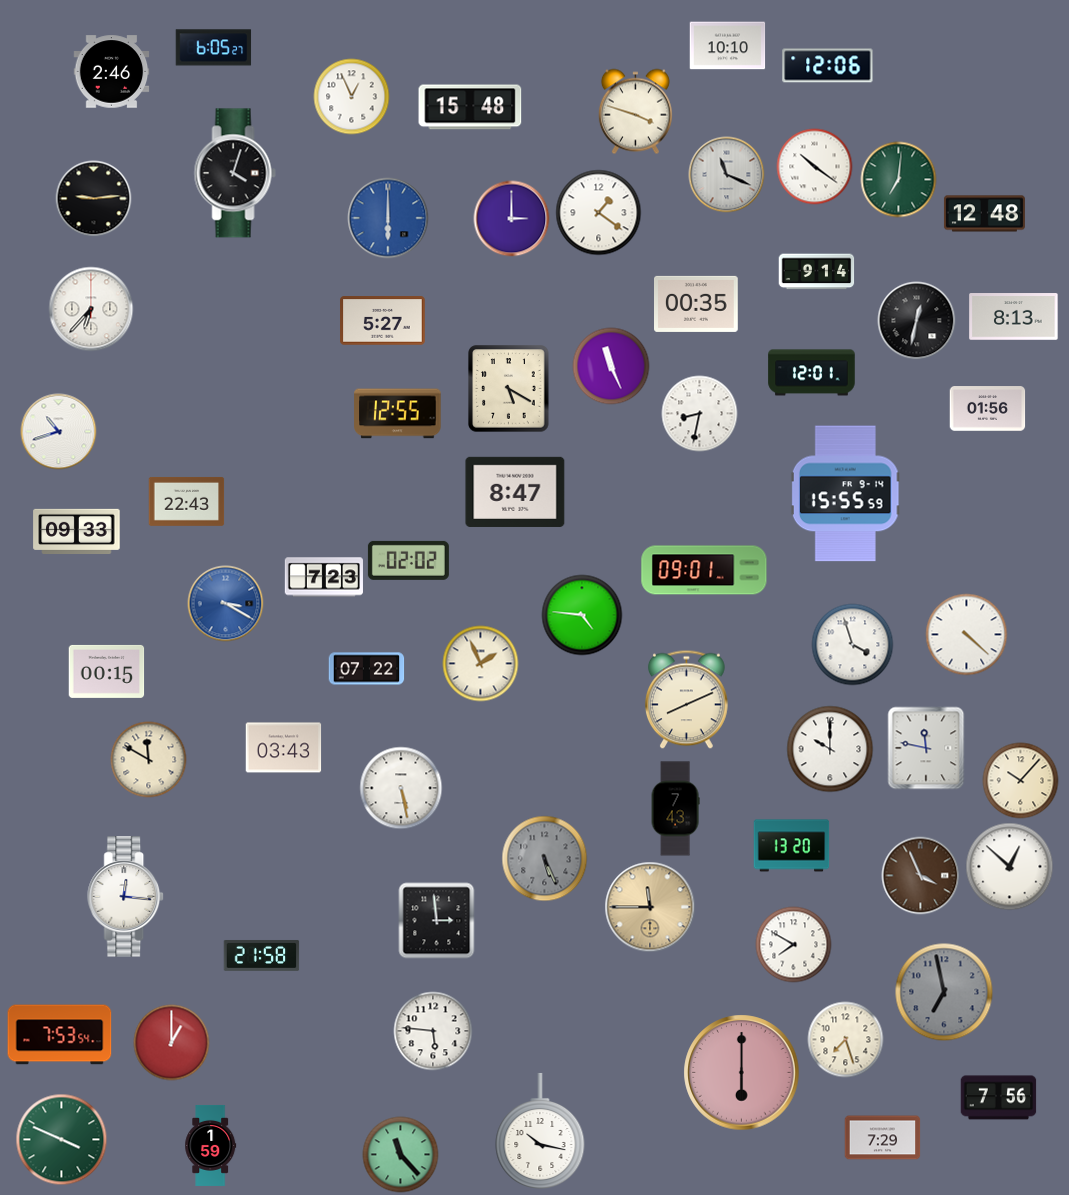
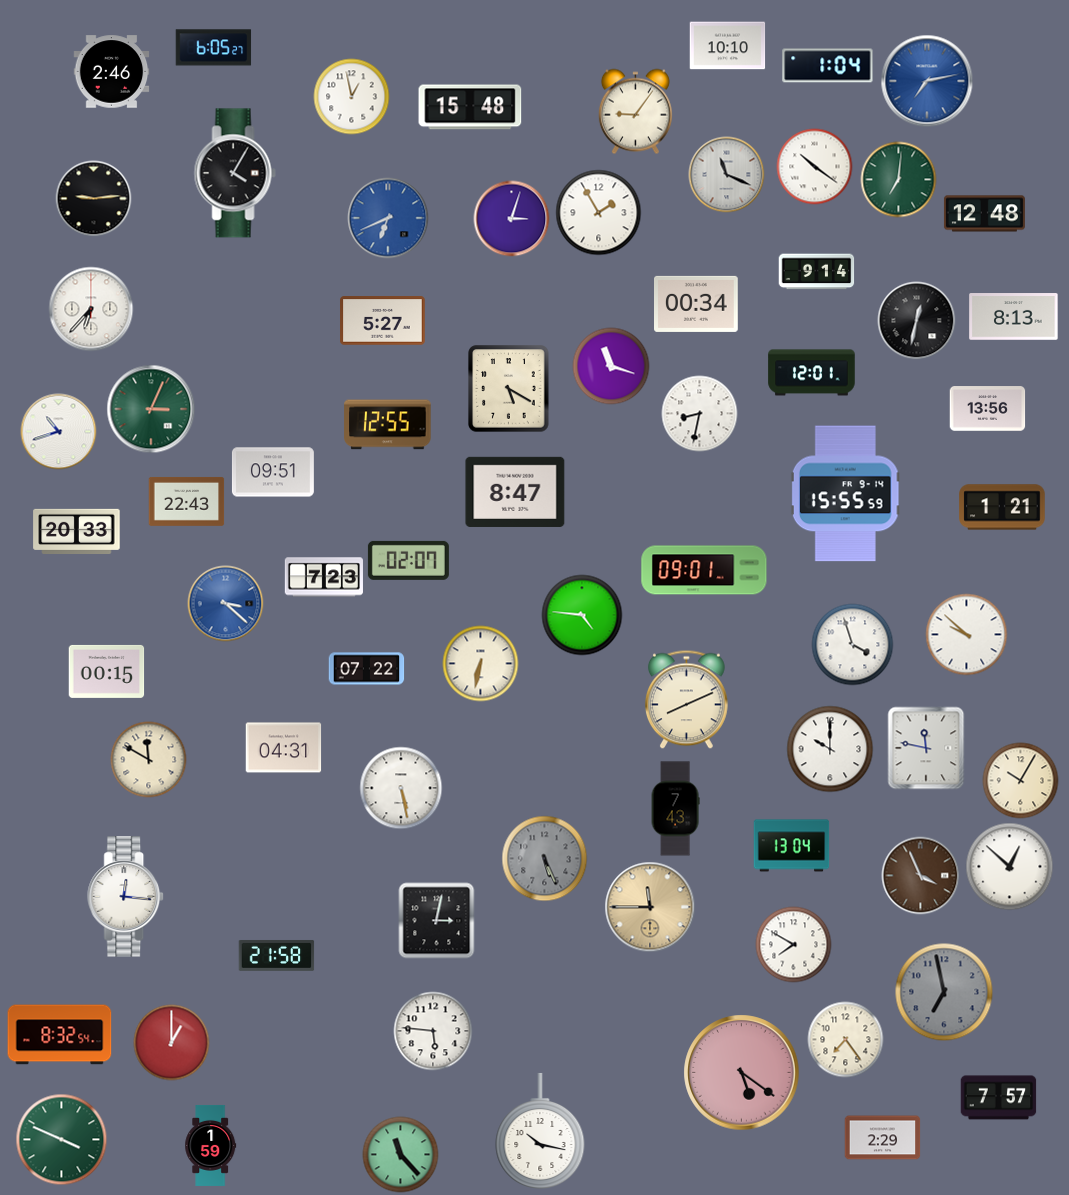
clock at (828, 66): 12:06 -> 1:04
clock at (927, 81): none -> 7:13
clock at (352, 97): 12:56 -> 12:58
clock at (635, 112): 3:48 -> 9:06
clock at (235, 173): 4:03 -> 4:05
clock at (599, 213): 1:21 -> 1:55
clock at (388, 218): 6:00 -> 6:41
clock at (512, 219): 3:00 -> 3:03
clock at (697, 304): 00:35 -> 00:34
clock at (611, 366): 11:26 -> 11:18
clock at (151, 409): none -> 3:04
clock at (988, 409): 01:56 -> 13:56
clock at (398, 414) position: (398, 414) -> (388, 425)
clock at (273, 472): none -> 09:51
clock at (1002, 507): none -> 1:21
clock at (77, 531): 09:33 -> 20:33
clock at (408, 560): 02:02 -> 02:07
clock at (226, 604): 3:20 -> 3:22
clock at (967, 635): 4:22 -> 9:52
clock at (481, 664): 1:56 -> 6:32
clock at (284, 748): 03:43 -> 04:31
clock at (1021, 781): 10:07 -> 10:05
clock at (792, 846): 13:20 -> 13:04
clock at (437, 921): 2:59 -> 3:02
clock at (262, 955) position: (262, 955) -> (277, 955)
clock at (60, 1035): 7:53 -> 8:32
clock at (846, 1040): 7:27 -> 7:24
clock at (742, 1073): 6:00 -> 5:21
clock at (999, 1098): 7:56 -> 7:57
clock at (883, 1138): 7:29 -> 2:29
